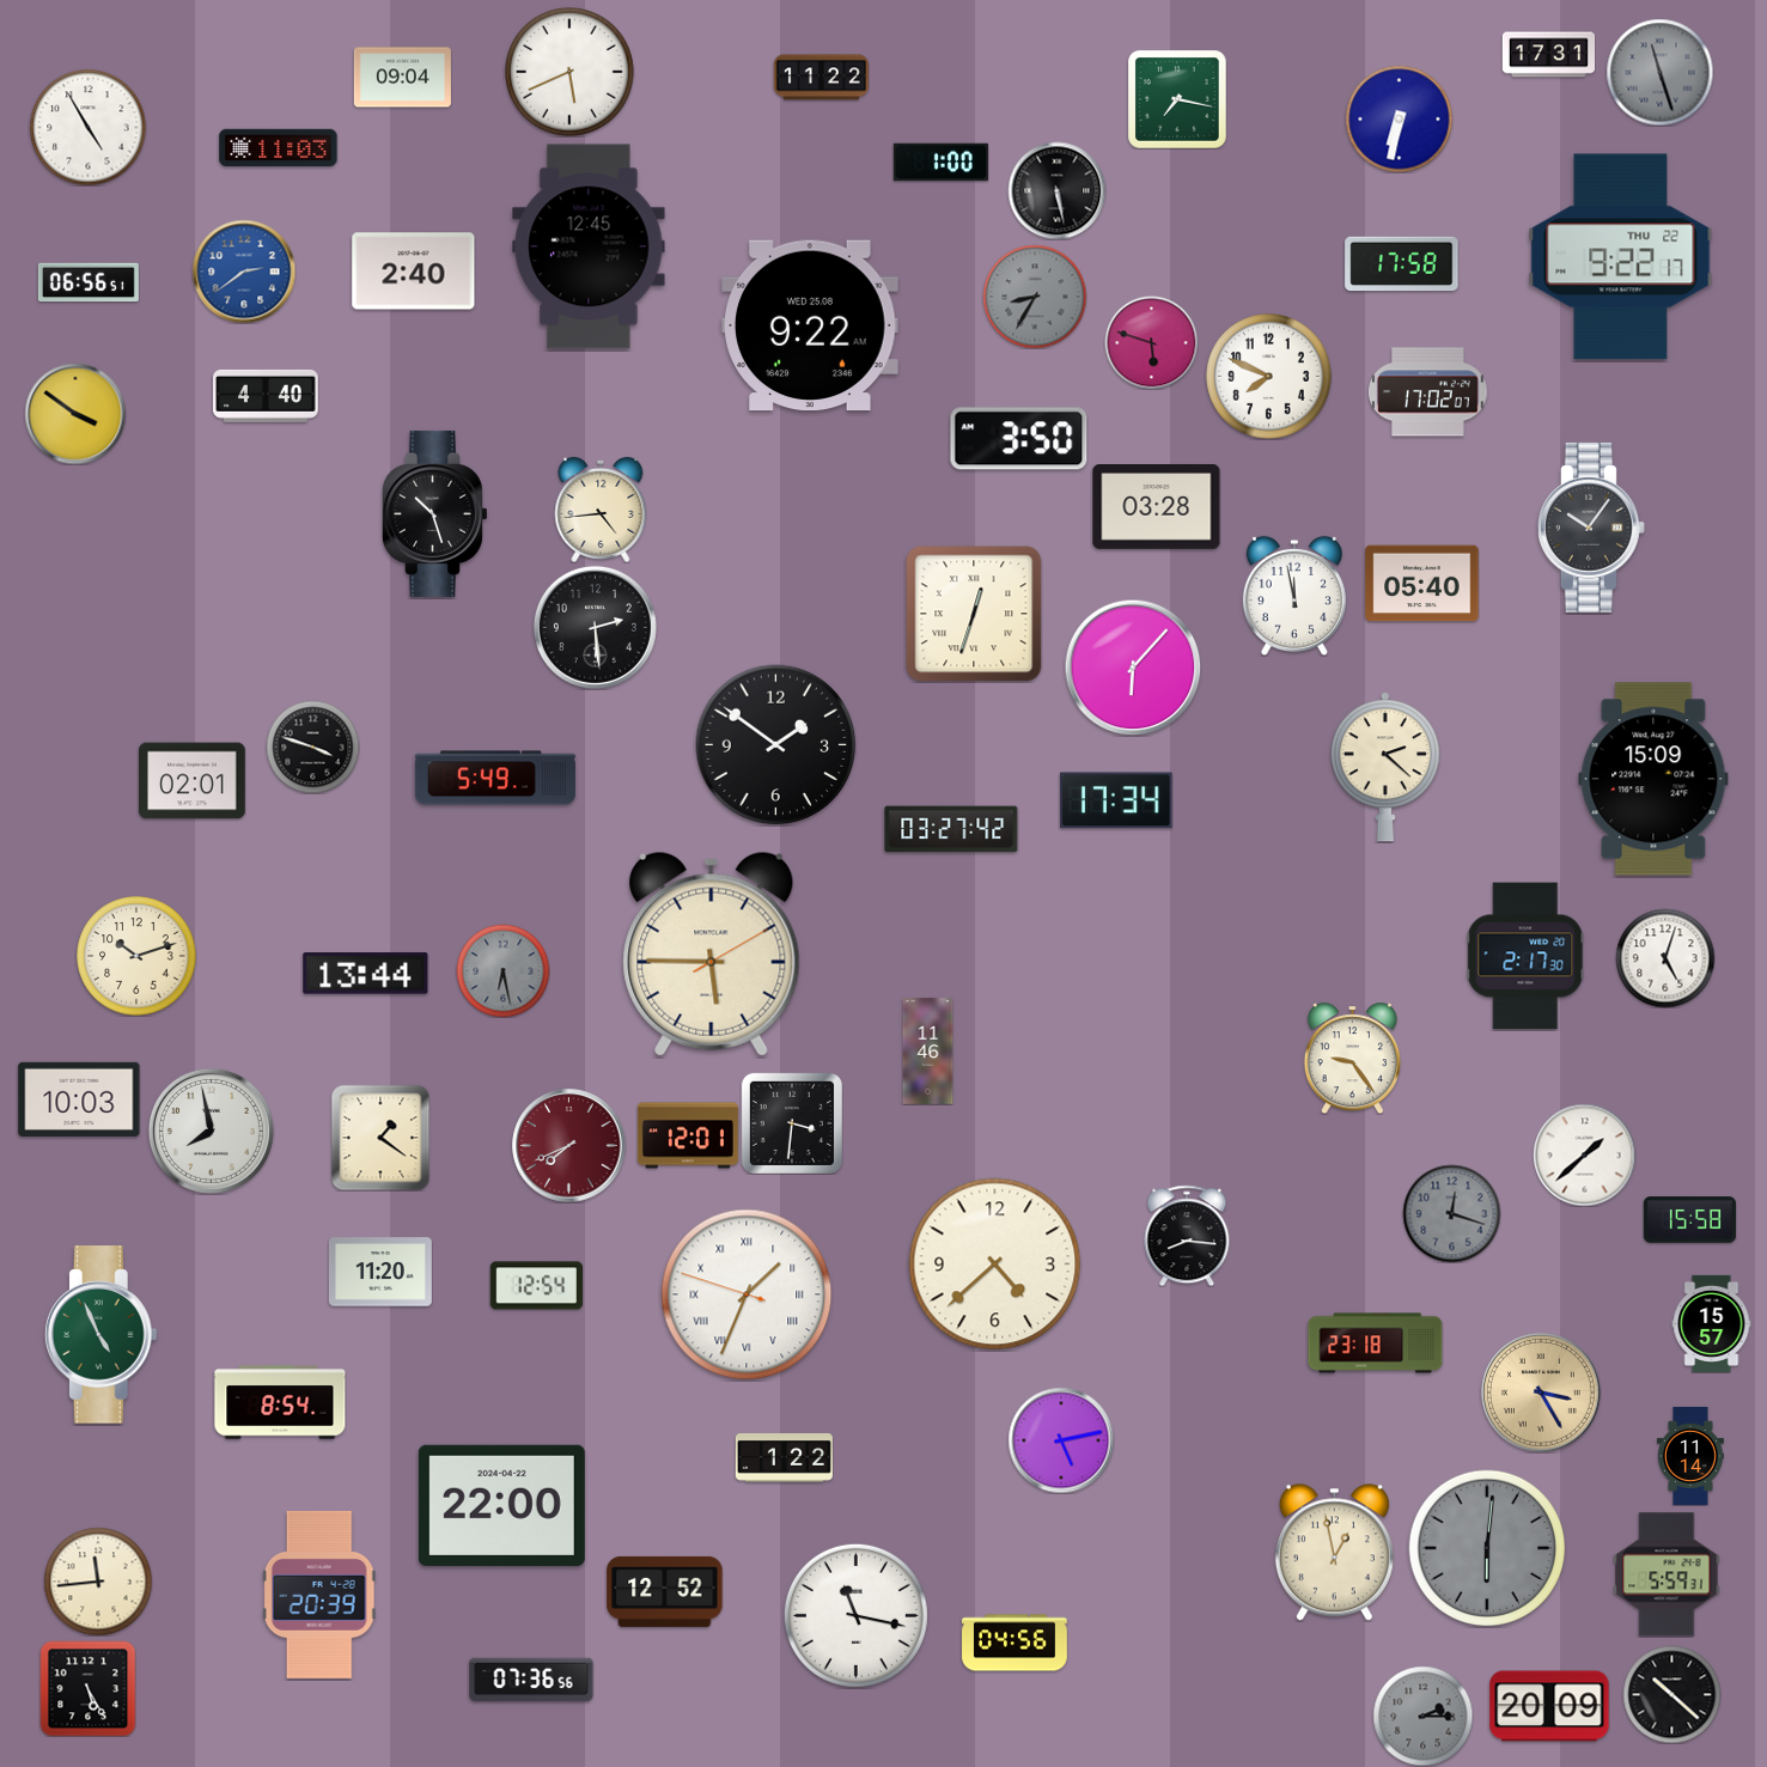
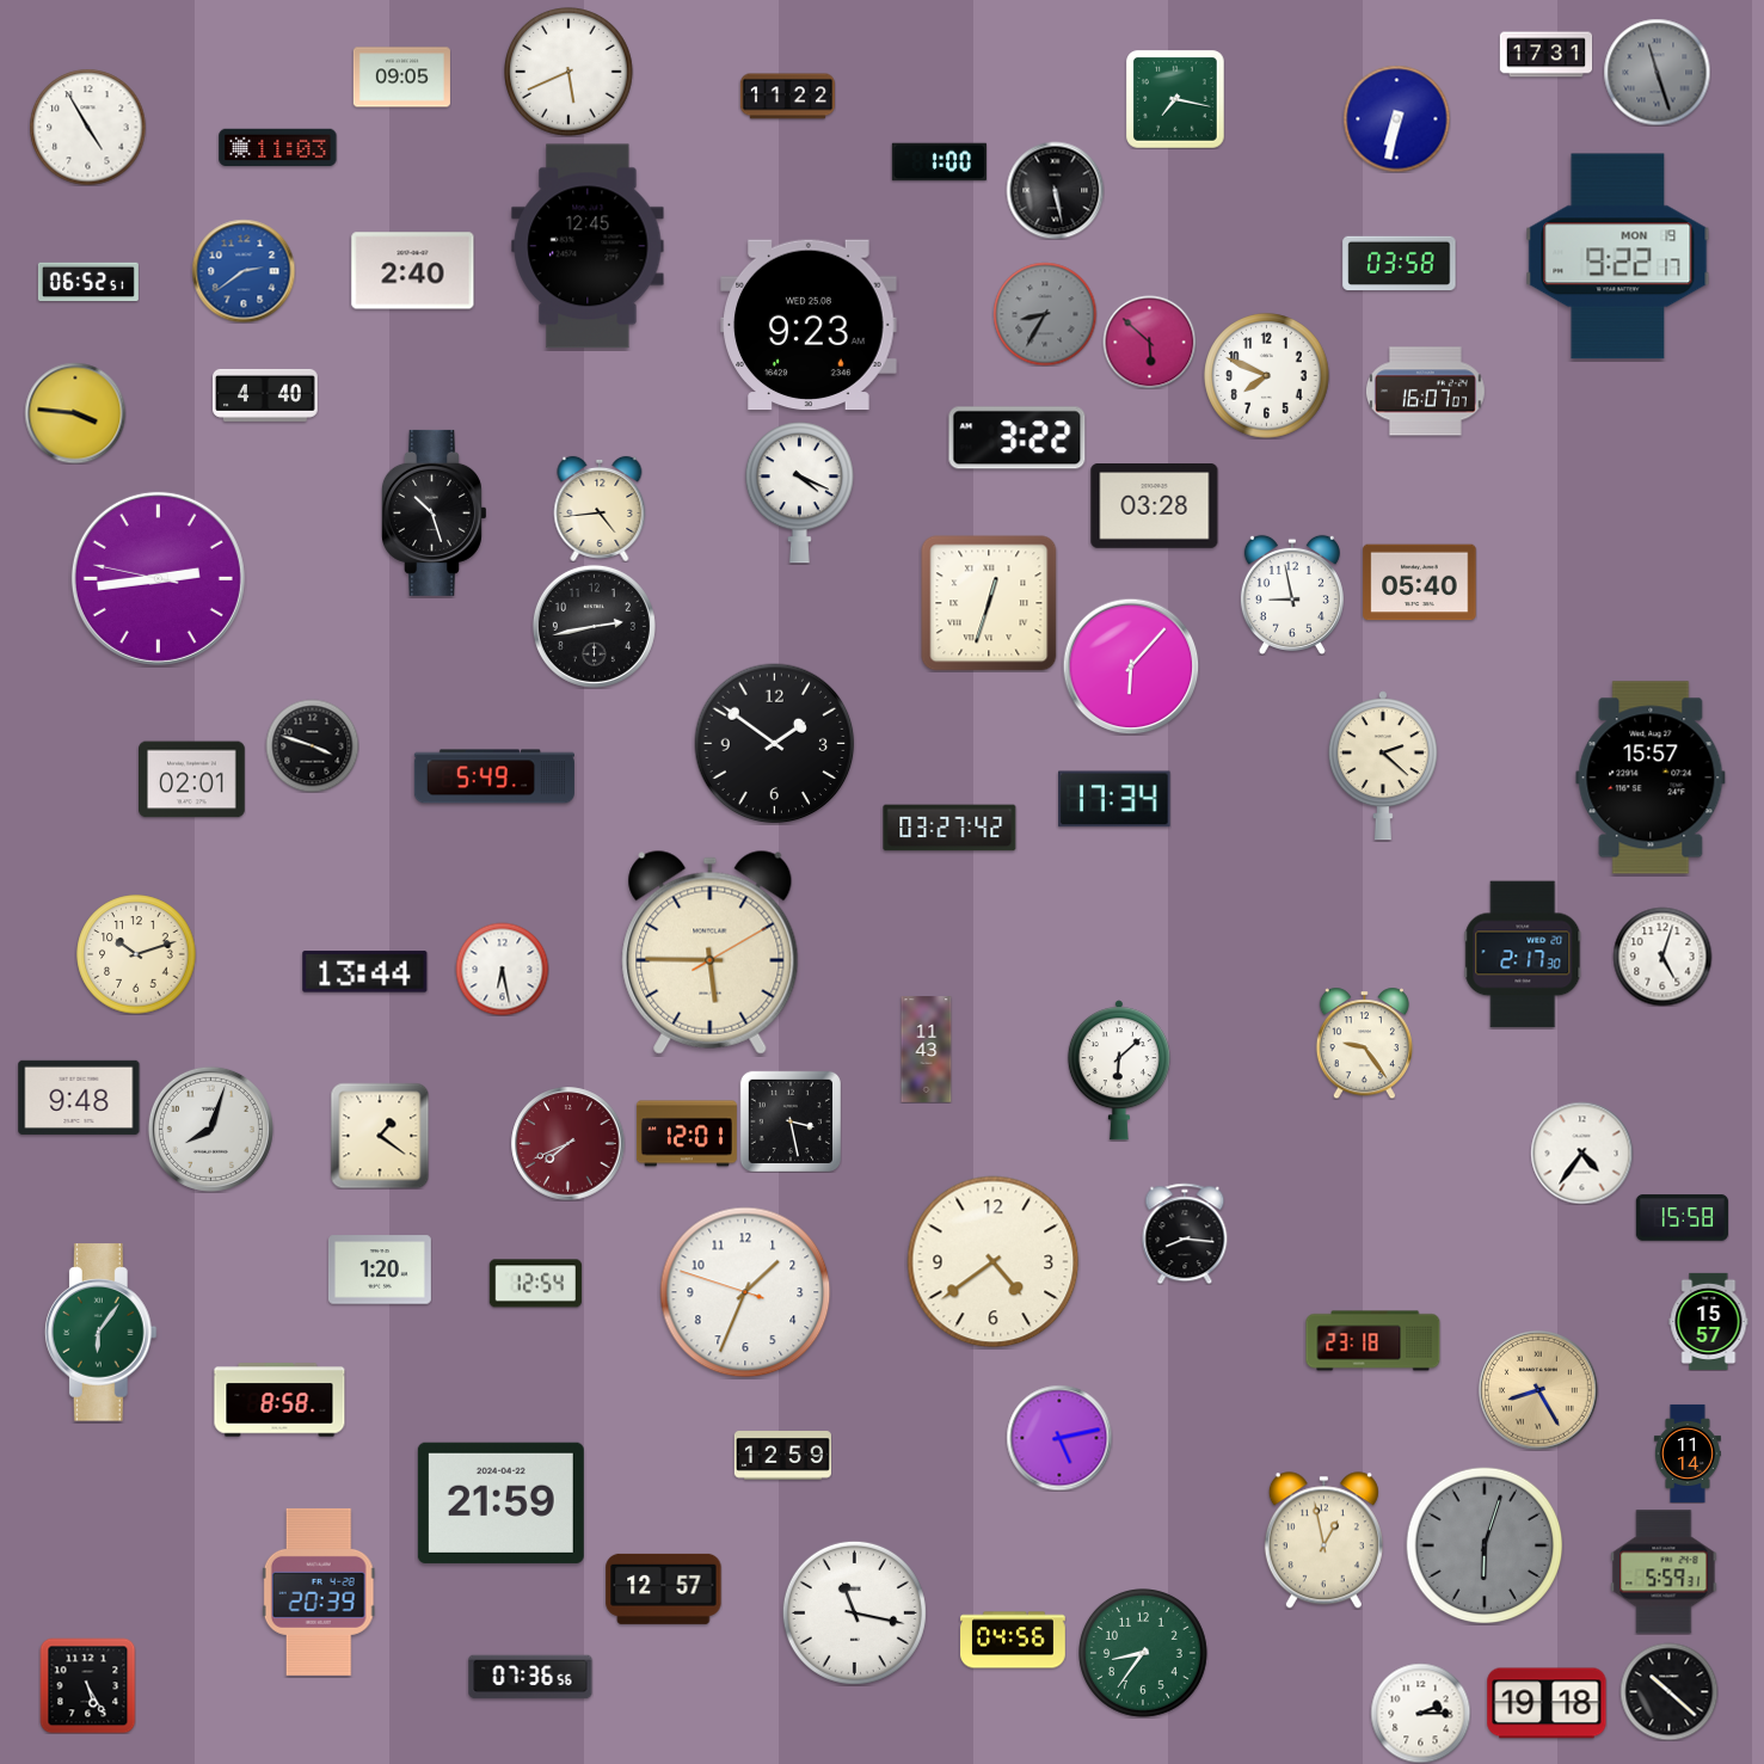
clock at (402, 78): 09:04 -> 09:05
clock at (821, 78) position: (821, 78) -> (787, 97)
clock at (1621, 257) date: THU 22 -> MON 19
clock at (1402, 264): 17:58 -> 03:58
clock at (89, 282): 06:56 -> 06:52
clock at (1035, 297) position: (1035, 297) -> (1045, 314)
clock at (810, 325): 9:22 -> 9:23
clock at (1151, 342): 5:48 -> 5:52
clock at (1427, 392): 17:02 -> 16:07
clock at (75, 414): 3:51 -> 3:46
clock at (1019, 439): 3:50 -> 3:22
clock at (799, 493): none -> 4:19
clock at (1591, 528): 10:06 -> none
clock at (158, 578): none -> 2:43
clock at (1294, 595): 11:58 -> 8:58
clock at (974, 614) position: (974, 614) -> (989, 603)
clock at (595, 627): 2:29 -> 2:43
clock at (1653, 779): 15:09 -> 15:57
clock at (502, 970) dial: grey -> white
clock at (928, 1052): 11:46 -> 11:43
clock at (1352, 1058) position: (1352, 1058) -> (1364, 1043)
clock at (1119, 1070): none -> 6:08
clock at (79, 1099): 10:03 -> 9:48
clock at (792, 1123): 3:31 -> 3:28
clock at (211, 1131): 7:58 -> 8:03
clock at (1584, 1154): 1:38 -> 4:36
clock at (1451, 1213): 12:18 -> none
clock at (1689, 1220) position: (1689, 1220) -> (1682, 1218)
clock at (995, 1265): 4:38 -> 4:39
clock at (380, 1272): 11:20 -> 1:20
clock at (747, 1294) numerals: Roman -> Arabic
clock at (100, 1335): 4:56 -> 6:06
clock at (1542, 1394): 3:25 -> 8:25
clock at (280, 1402): 8:54 -> 8:58
clock at (784, 1458): 1:22 -> 12:59
clock at (501, 1505): 22:00 -> 21:59
clock at (1487, 1548): 6:01 -> 6:03
clock at (1334, 1553) position: (1334, 1553) -> (1323, 1541)
clock at (98, 1582): 11:44 -> none
clock at (665, 1591): 12:52 -> 12:57
clock at (1144, 1654): none -> 8:36
clock at (1549, 1706): 20:09 -> 19:18
clock at (1422, 1716) dial: grey -> white
